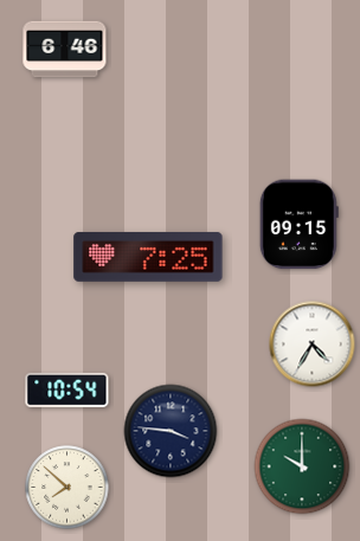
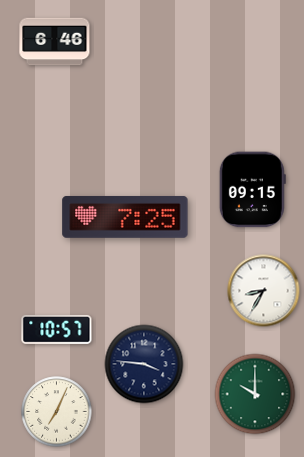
clock at (313, 344): 4:35 -> 8:35
clock at (67, 389): 10:54 -> 10:57
clock at (67, 488): 7:52 -> 7:04
